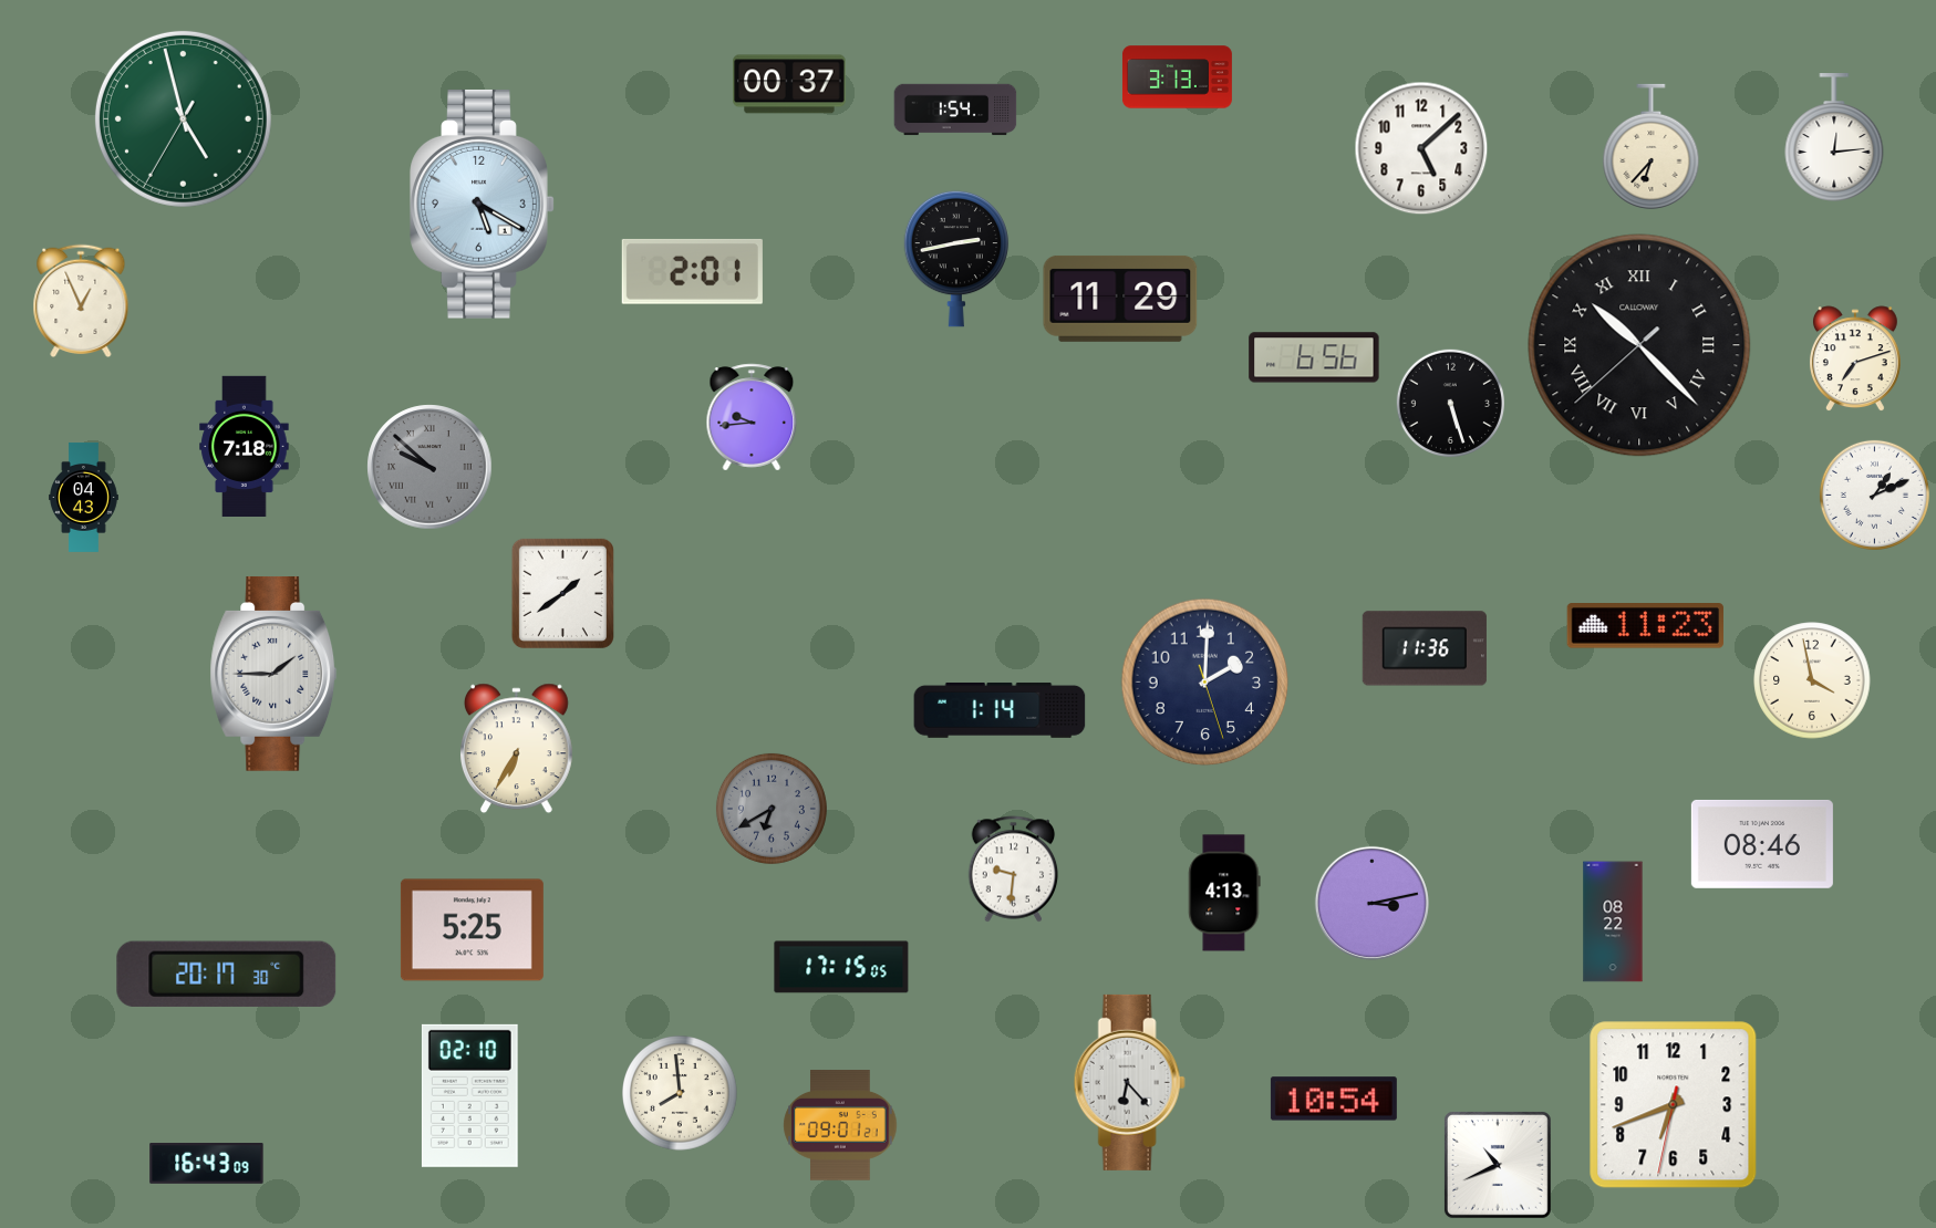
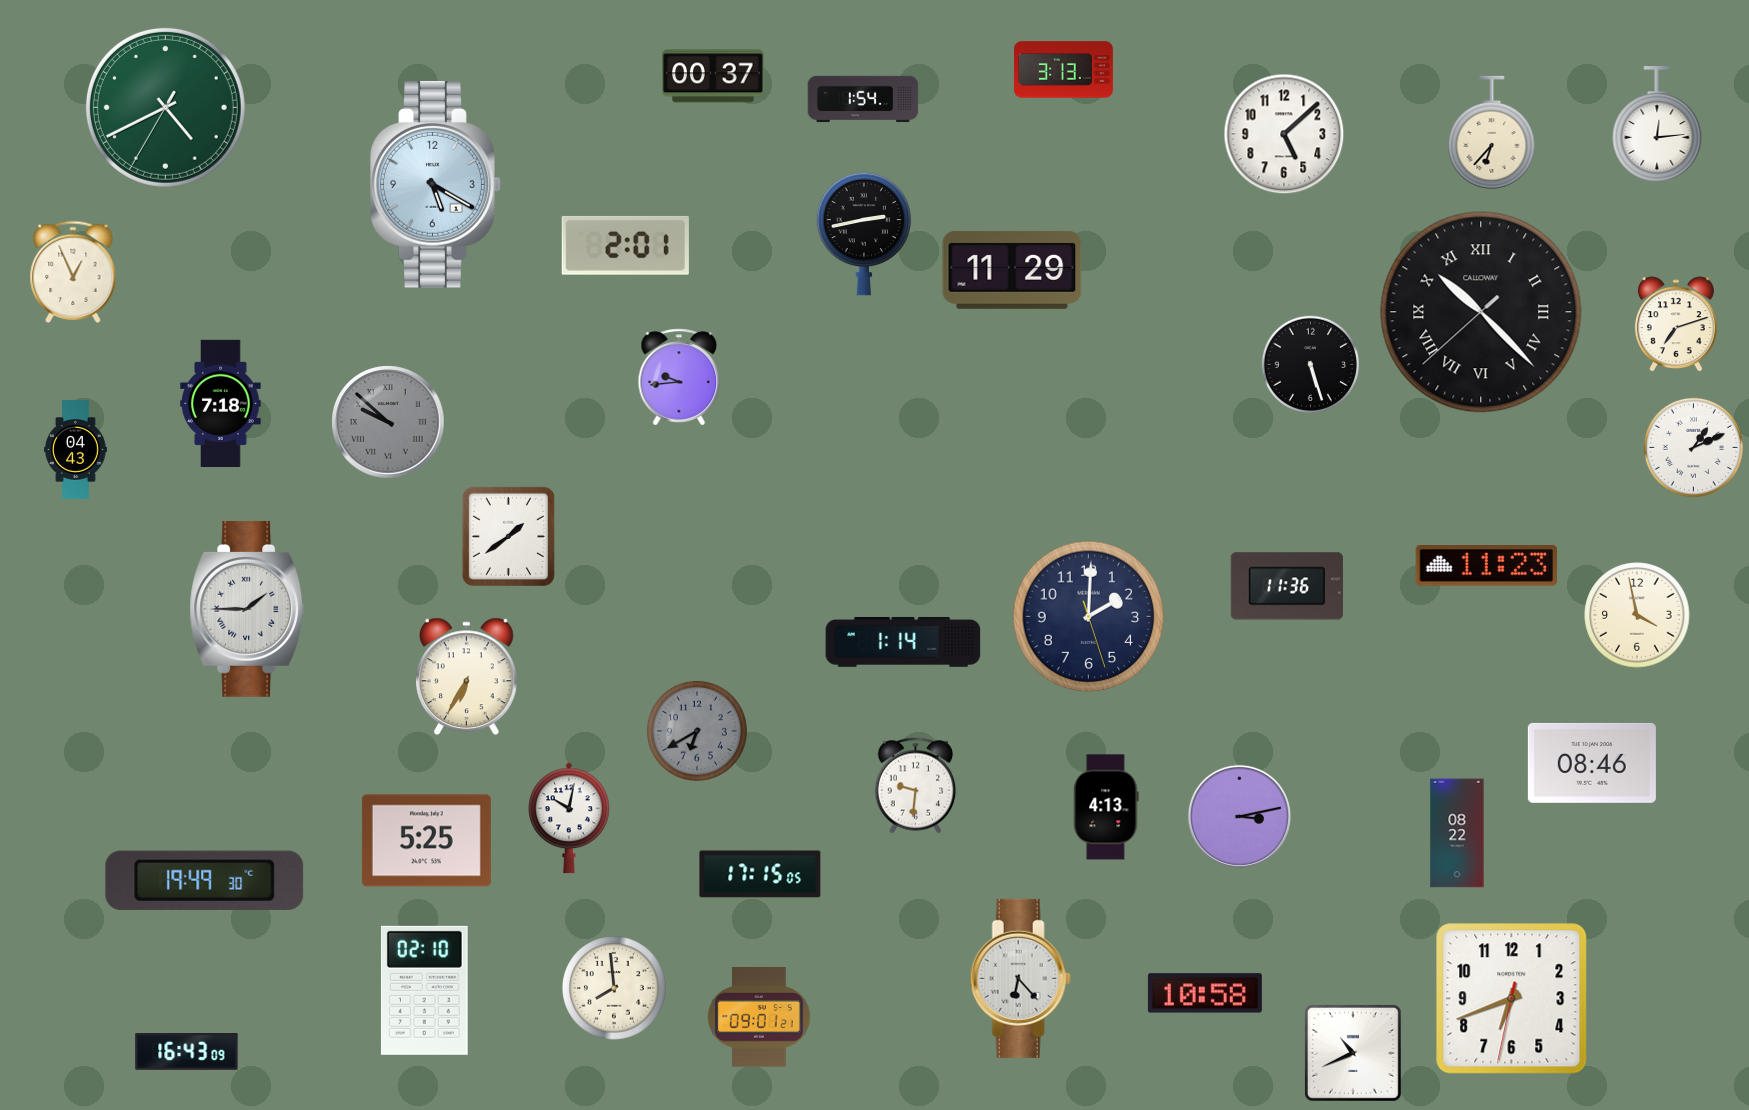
clock at (183, 118): 4:57 -> 4:40
clock at (1314, 357): 6:56 -> none
clock at (570, 818): none -> 10:02
clock at (227, 974): 20:17 -> 19:49
clock at (1334, 1099): 10:54 -> 10:58
